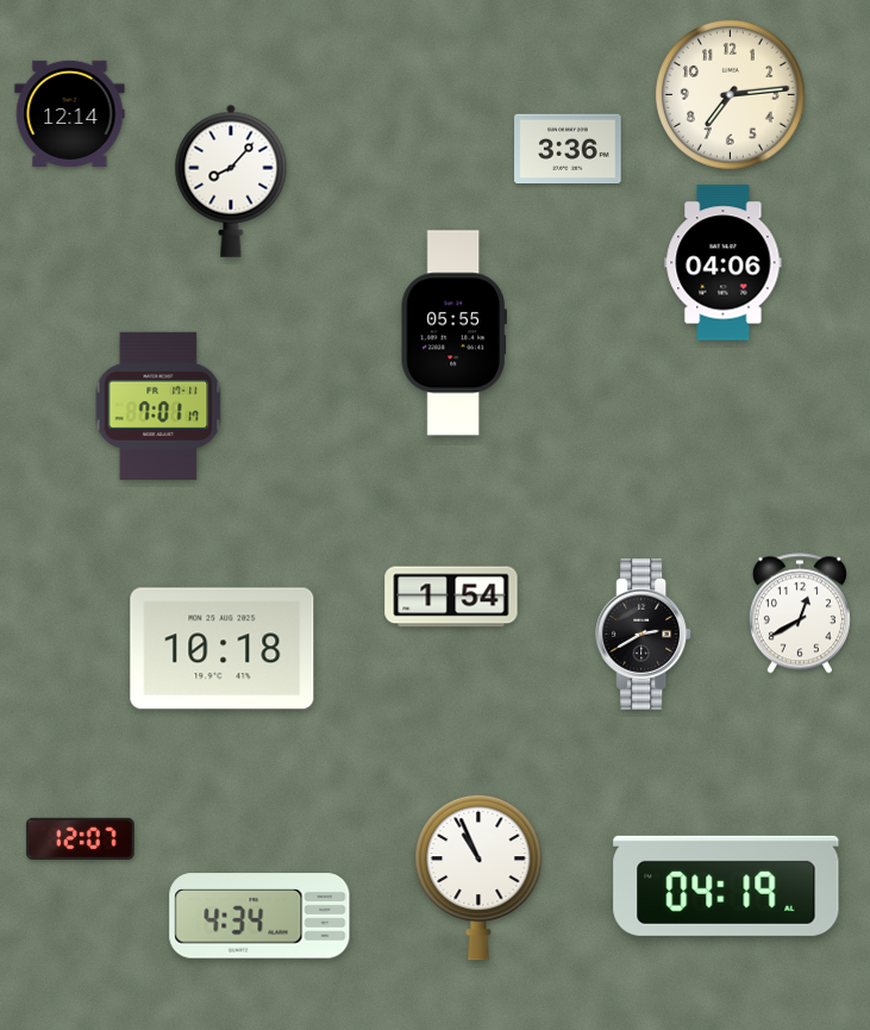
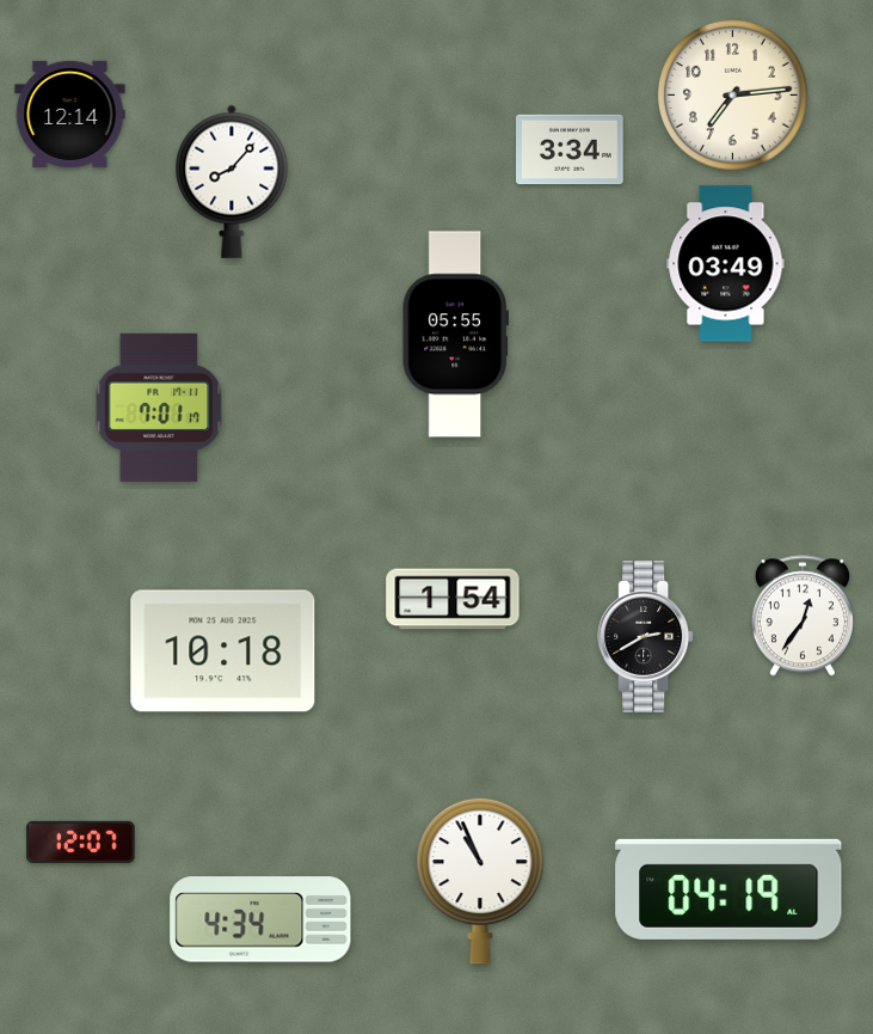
clock at (568, 149): 3:36 -> 3:34
clock at (724, 263): 04:06 -> 03:49
clock at (800, 613): 12:40 -> 12:36
